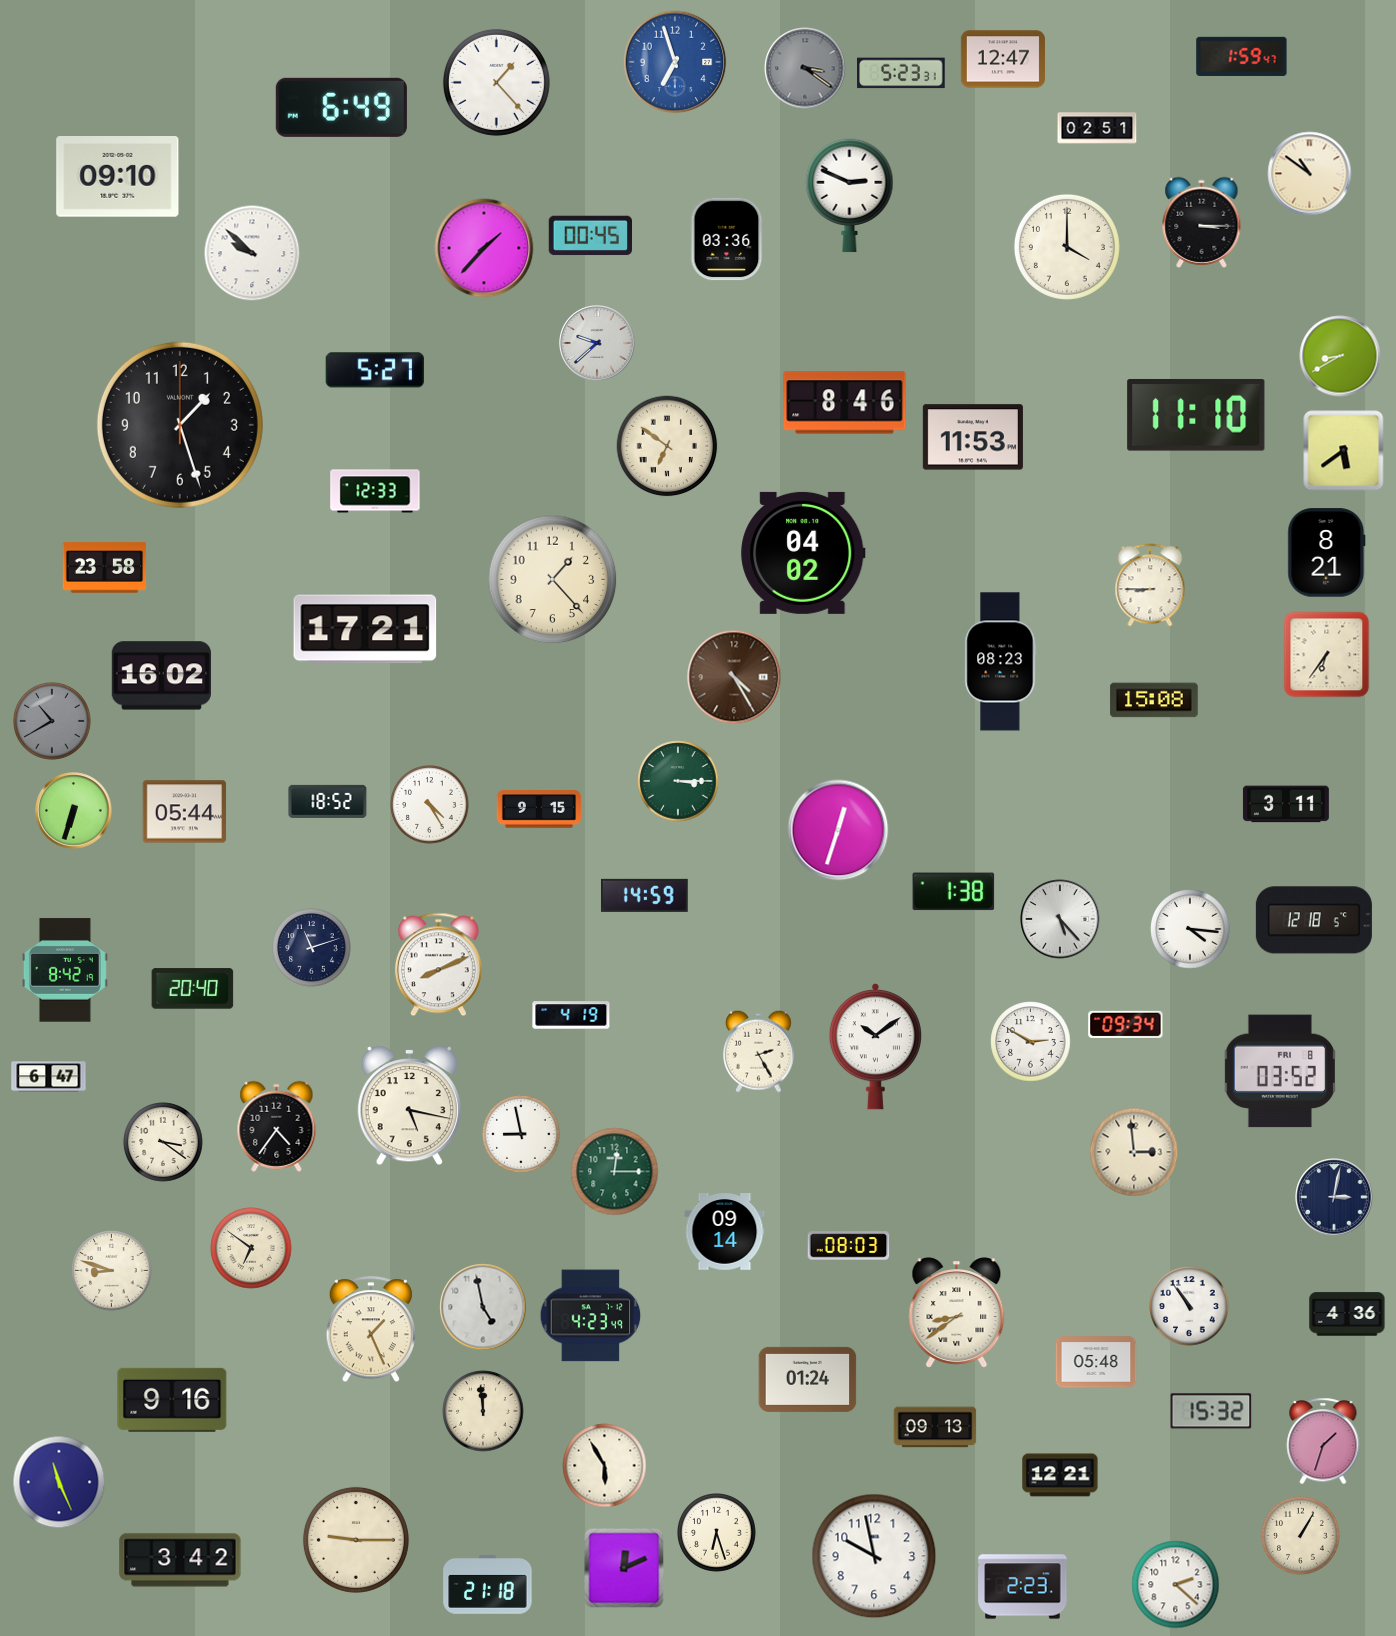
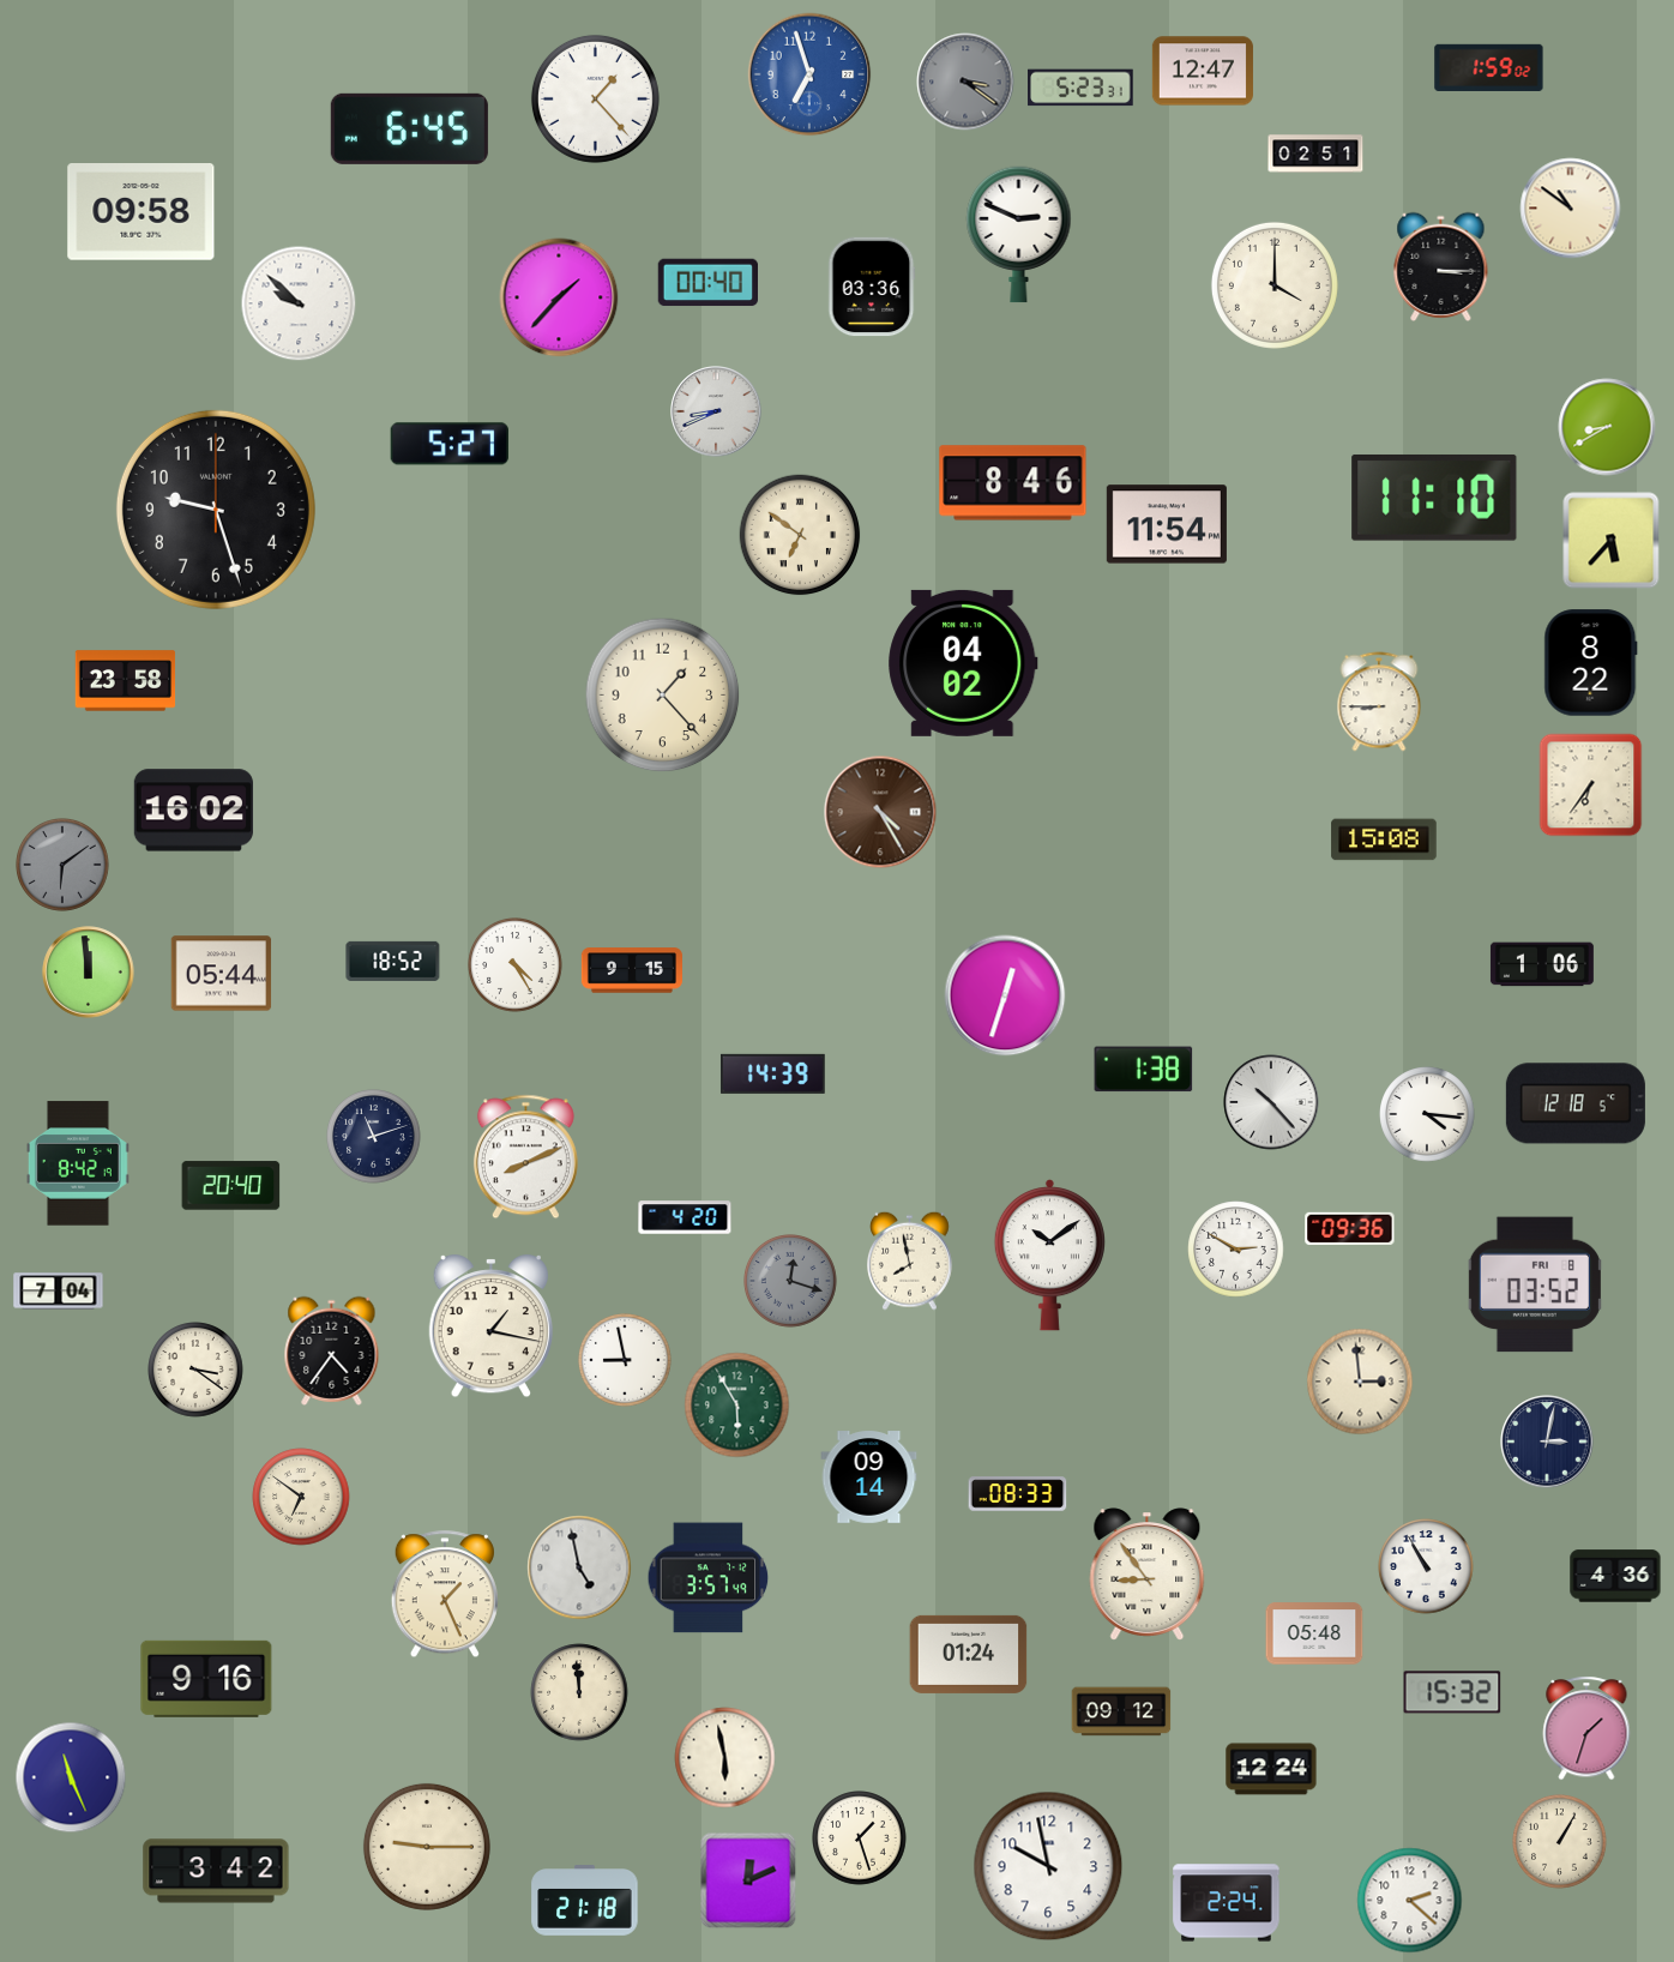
clock at (1242, 56): 1:59:47 -> 1:59:02
clock at (341, 107): 6:49 -> 6:45
clock at (118, 177): 09:10 -> 09:58
clock at (590, 236): 00:45 -> 00:40
clock at (1067, 247) position: (1067, 247) -> (1275, 285)
clock at (484, 248) position: (484, 248) -> (559, 297)
clock at (252, 253) position: (252, 253) -> (299, 303)
clock at (597, 343): 9:38 -> 8:41
clock at (180, 425): 1:27 -> 9:27
clock at (973, 437): 11:53 -> 11:54
clock at (1344, 451): 5:39 -> 5:37
clock at (375, 491): 12:33 -> none
clock at (1327, 553): 8:21 -> 8:22
clock at (365, 629): 17:21 -> none
clock at (1001, 662): 08:23 -> none
clock at (53, 722): 10:40 -> 6:09
clock at (678, 781): 3:15 -> none
clock at (1286, 804): 3:11 -> 1:06
clock at (538, 809) position: (538, 809) -> (631, 970)
clock at (74, 811): 6:33 -> 11:59
clock at (644, 895): 14:59 -> 14:39
clock at (1060, 919): 5:23 -> 10:23
clock at (571, 1015): 4:19 -> 4:20
clock at (1126, 1024): 09:34 -> 09:36
clock at (759, 1051): 2:25 -> 7:58
clock at (791, 1282): none -> 12:18
clock at (49, 1077): 6:47 -> 7:04
clock at (409, 1107): 5:17 -> 1:17
clock at (615, 1172): 12:15 -> 5:55
clock at (1334, 1197) position: (1334, 1197) -> (1547, 1442)
clock at (849, 1246): 08:03 -> 08:33
clock at (112, 1271): 8:48 -> none
clock at (1189, 1306): 10:54 -> 10:55
clock at (957, 1313): 8:39 -> 8:54
clock at (591, 1316): 4:23 -> 3:57
clock at (935, 1427): 09:13 -> 09:12
clock at (605, 1466): 5:55 -> 5:58
clock at (1060, 1475): 12:21 -> 12:24
clock at (717, 1533): 6:27 -> 1:27
clock at (1023, 1587): 2:23 -> 2:24
